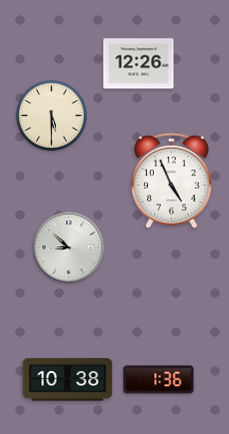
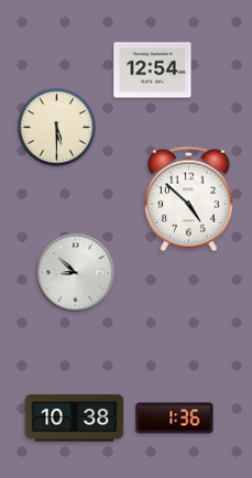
clock at (139, 64): 12:26 -> 12:54
clock at (171, 181): 4:56 -> 4:52
